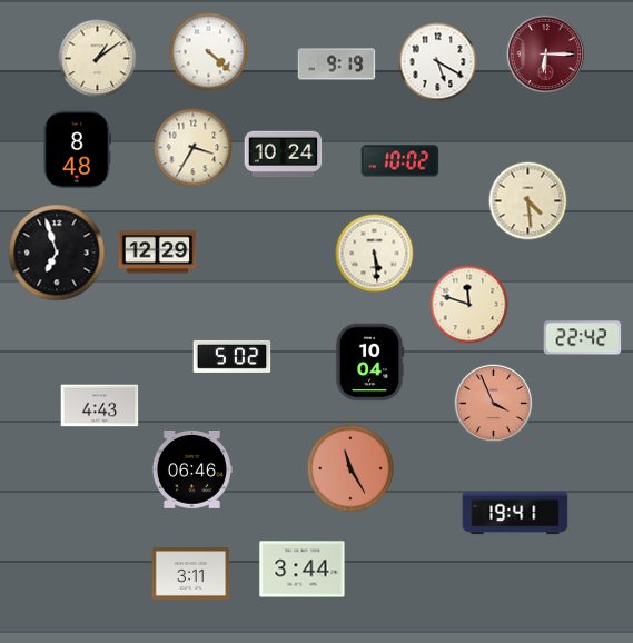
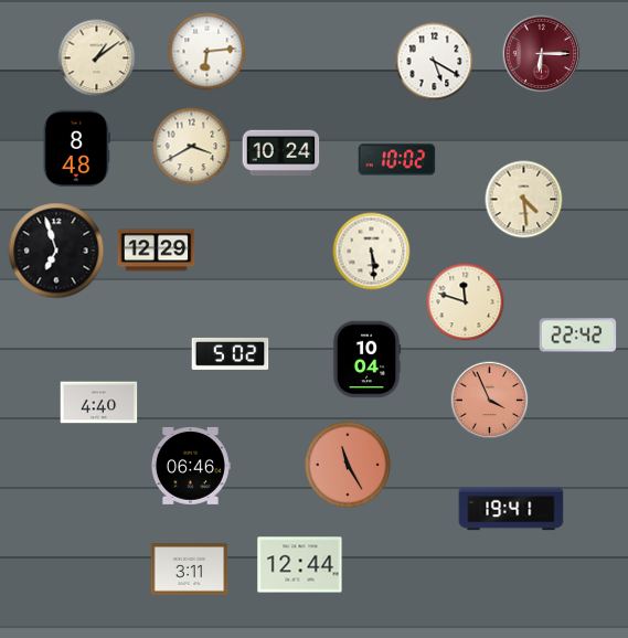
clock at (209, 52): 4:22 -> 6:14
clock at (337, 65): 9:19 -> none
clock at (194, 148): 3:35 -> 3:40
clock at (100, 406): 4:43 -> 4:40
clock at (303, 570): 3:44 -> 12:44
